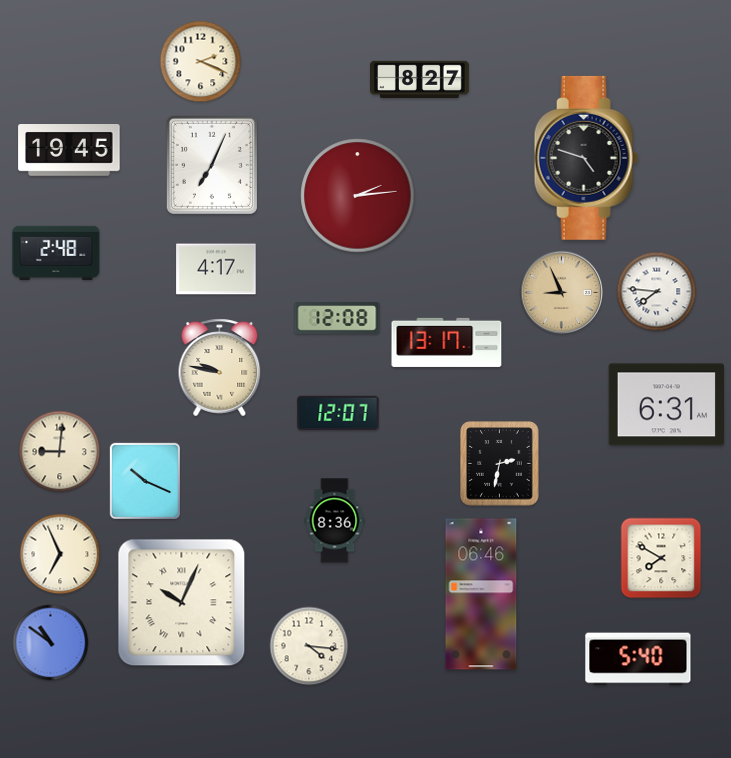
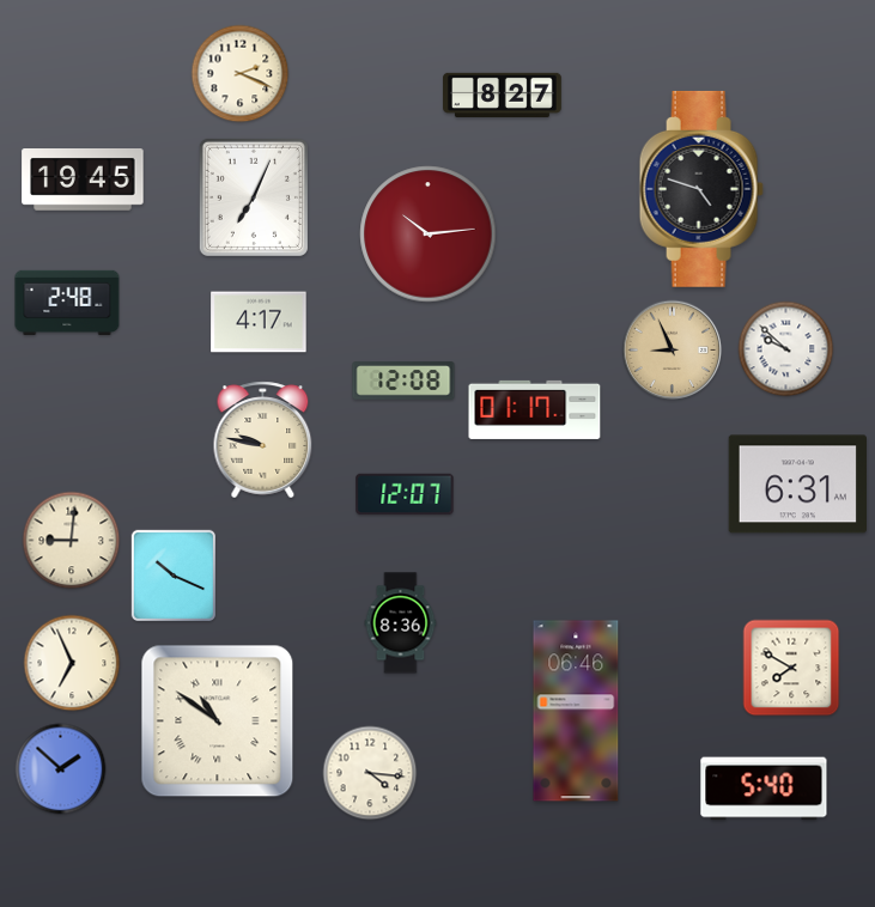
clock at (358, 196): 2:14 -> 10:14
clock at (657, 292): 7:46 -> 9:52
clock at (447, 342): 13:17 -> 01:17
clock at (500, 464): 2:32 -> none
clock at (182, 603): 10:04 -> 10:51
clock at (51, 643): 10:51 -> 1:52
